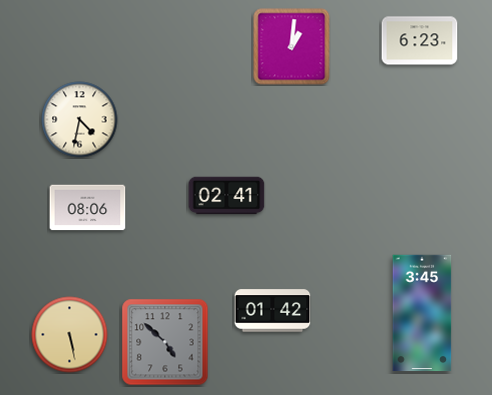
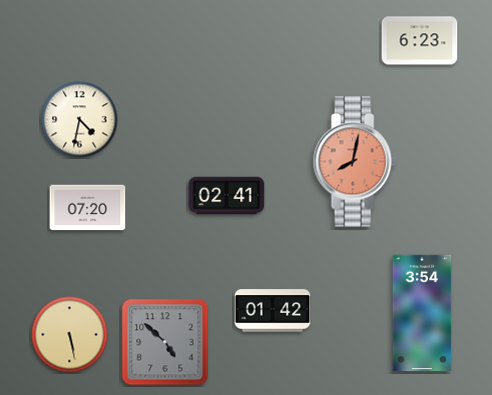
clock at (292, 47): 1:01 -> none
clock at (354, 162): none -> 8:02
clock at (88, 208): 08:06 -> 07:20
clock at (422, 313): 3:45 -> 3:54
